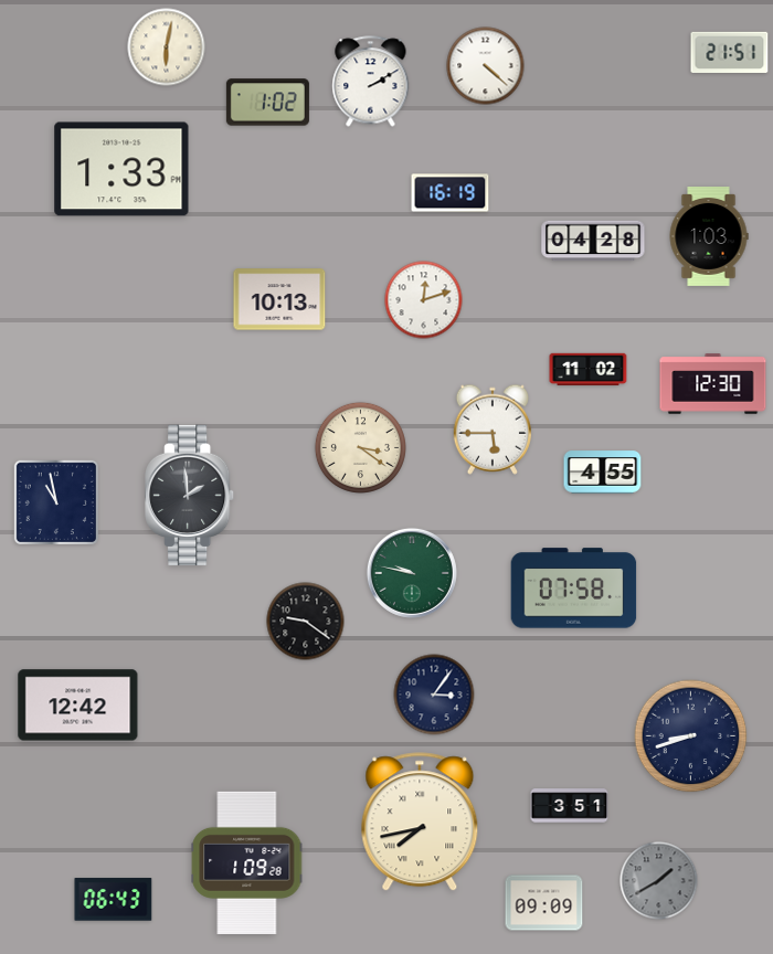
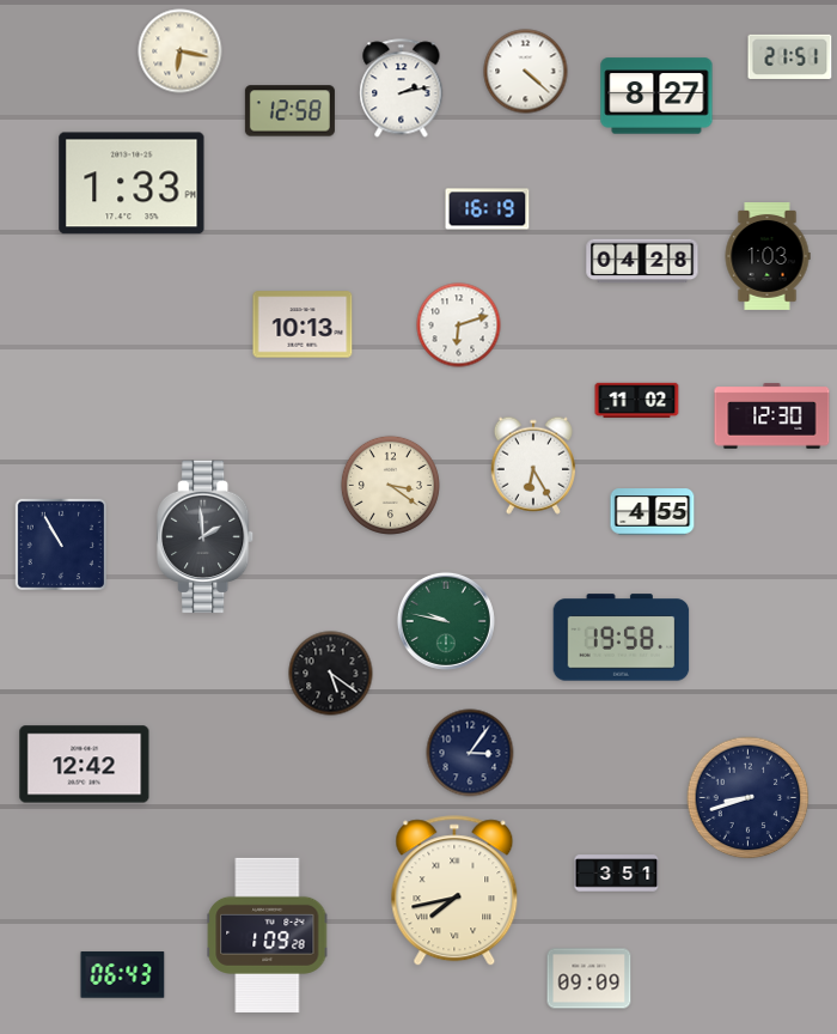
clock at (167, 47): 6:02 -> 6:17
clock at (371, 82): 2:10 -> 2:13
clock at (656, 96): none -> 8:27
clock at (267, 103): 1:02 -> 12:58
clock at (424, 300): 12:12 -> 6:12
clock at (493, 430): 5:45 -> 6:25
clock at (55, 501): 10:58 -> 10:55
clock at (574, 589): 07:58 -> 19:58
clock at (306, 622): 9:21 -> 5:21
clock at (659, 881): 1:40 -> none
